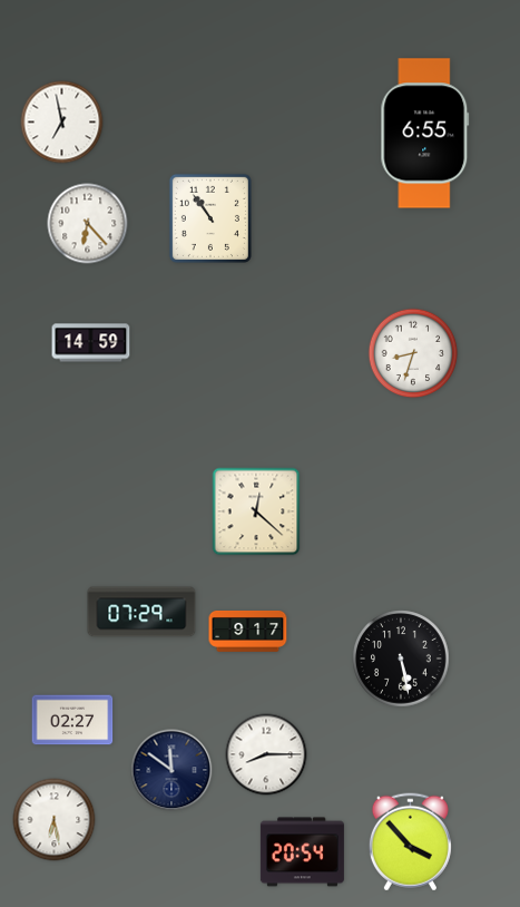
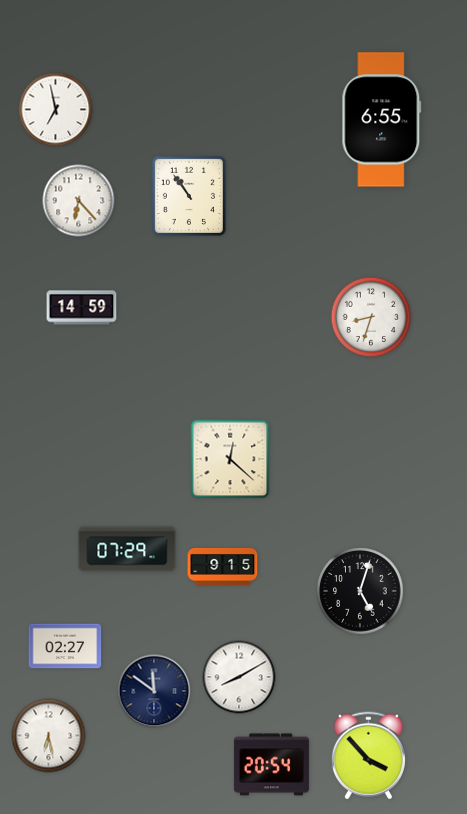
clock at (248, 631): 9:17 -> 9:15
clock at (401, 659): 5:28 -> 5:03
clock at (266, 754): 8:15 -> 8:10
